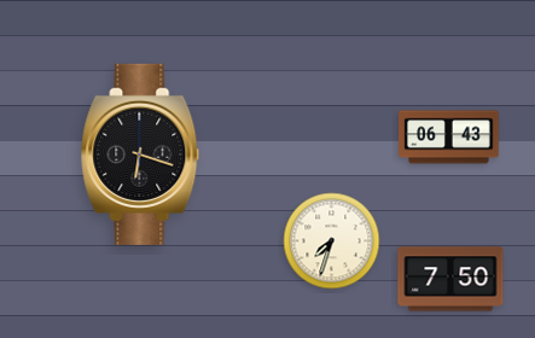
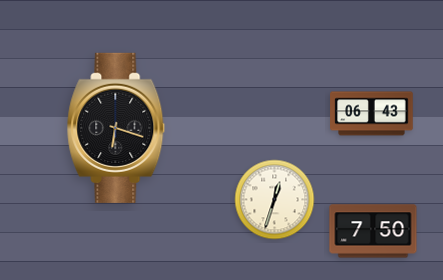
clock at (332, 241): 7:33 -> 12:33
